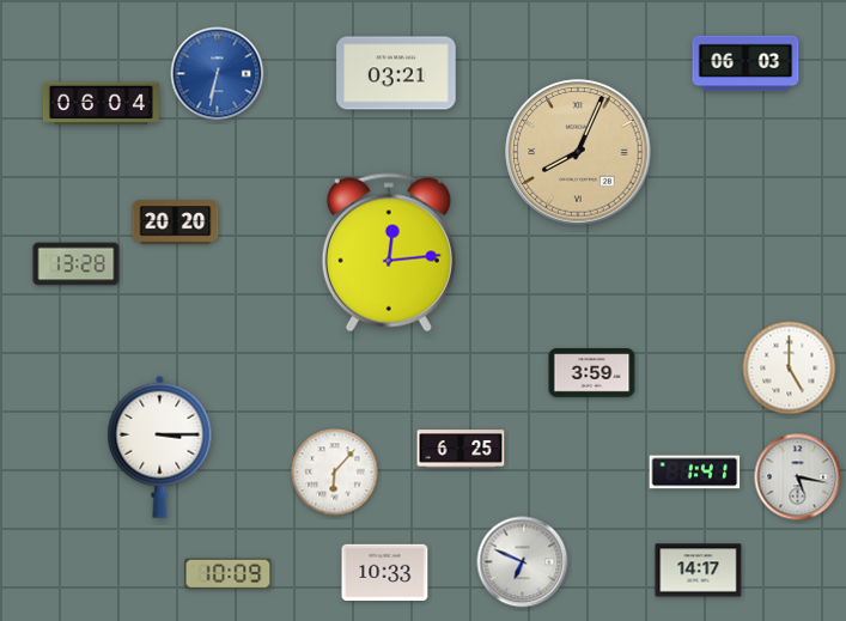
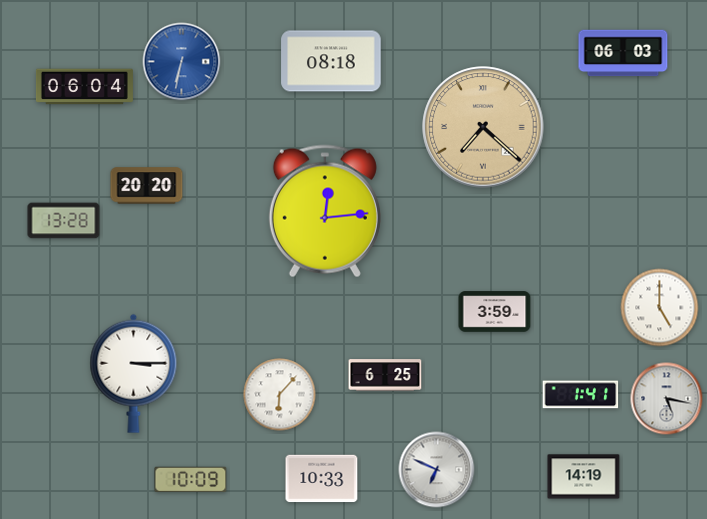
clock at (396, 73): 03:21 -> 08:18
clock at (578, 152): 8:04 -> 7:22
clock at (699, 571): 14:17 -> 14:19
